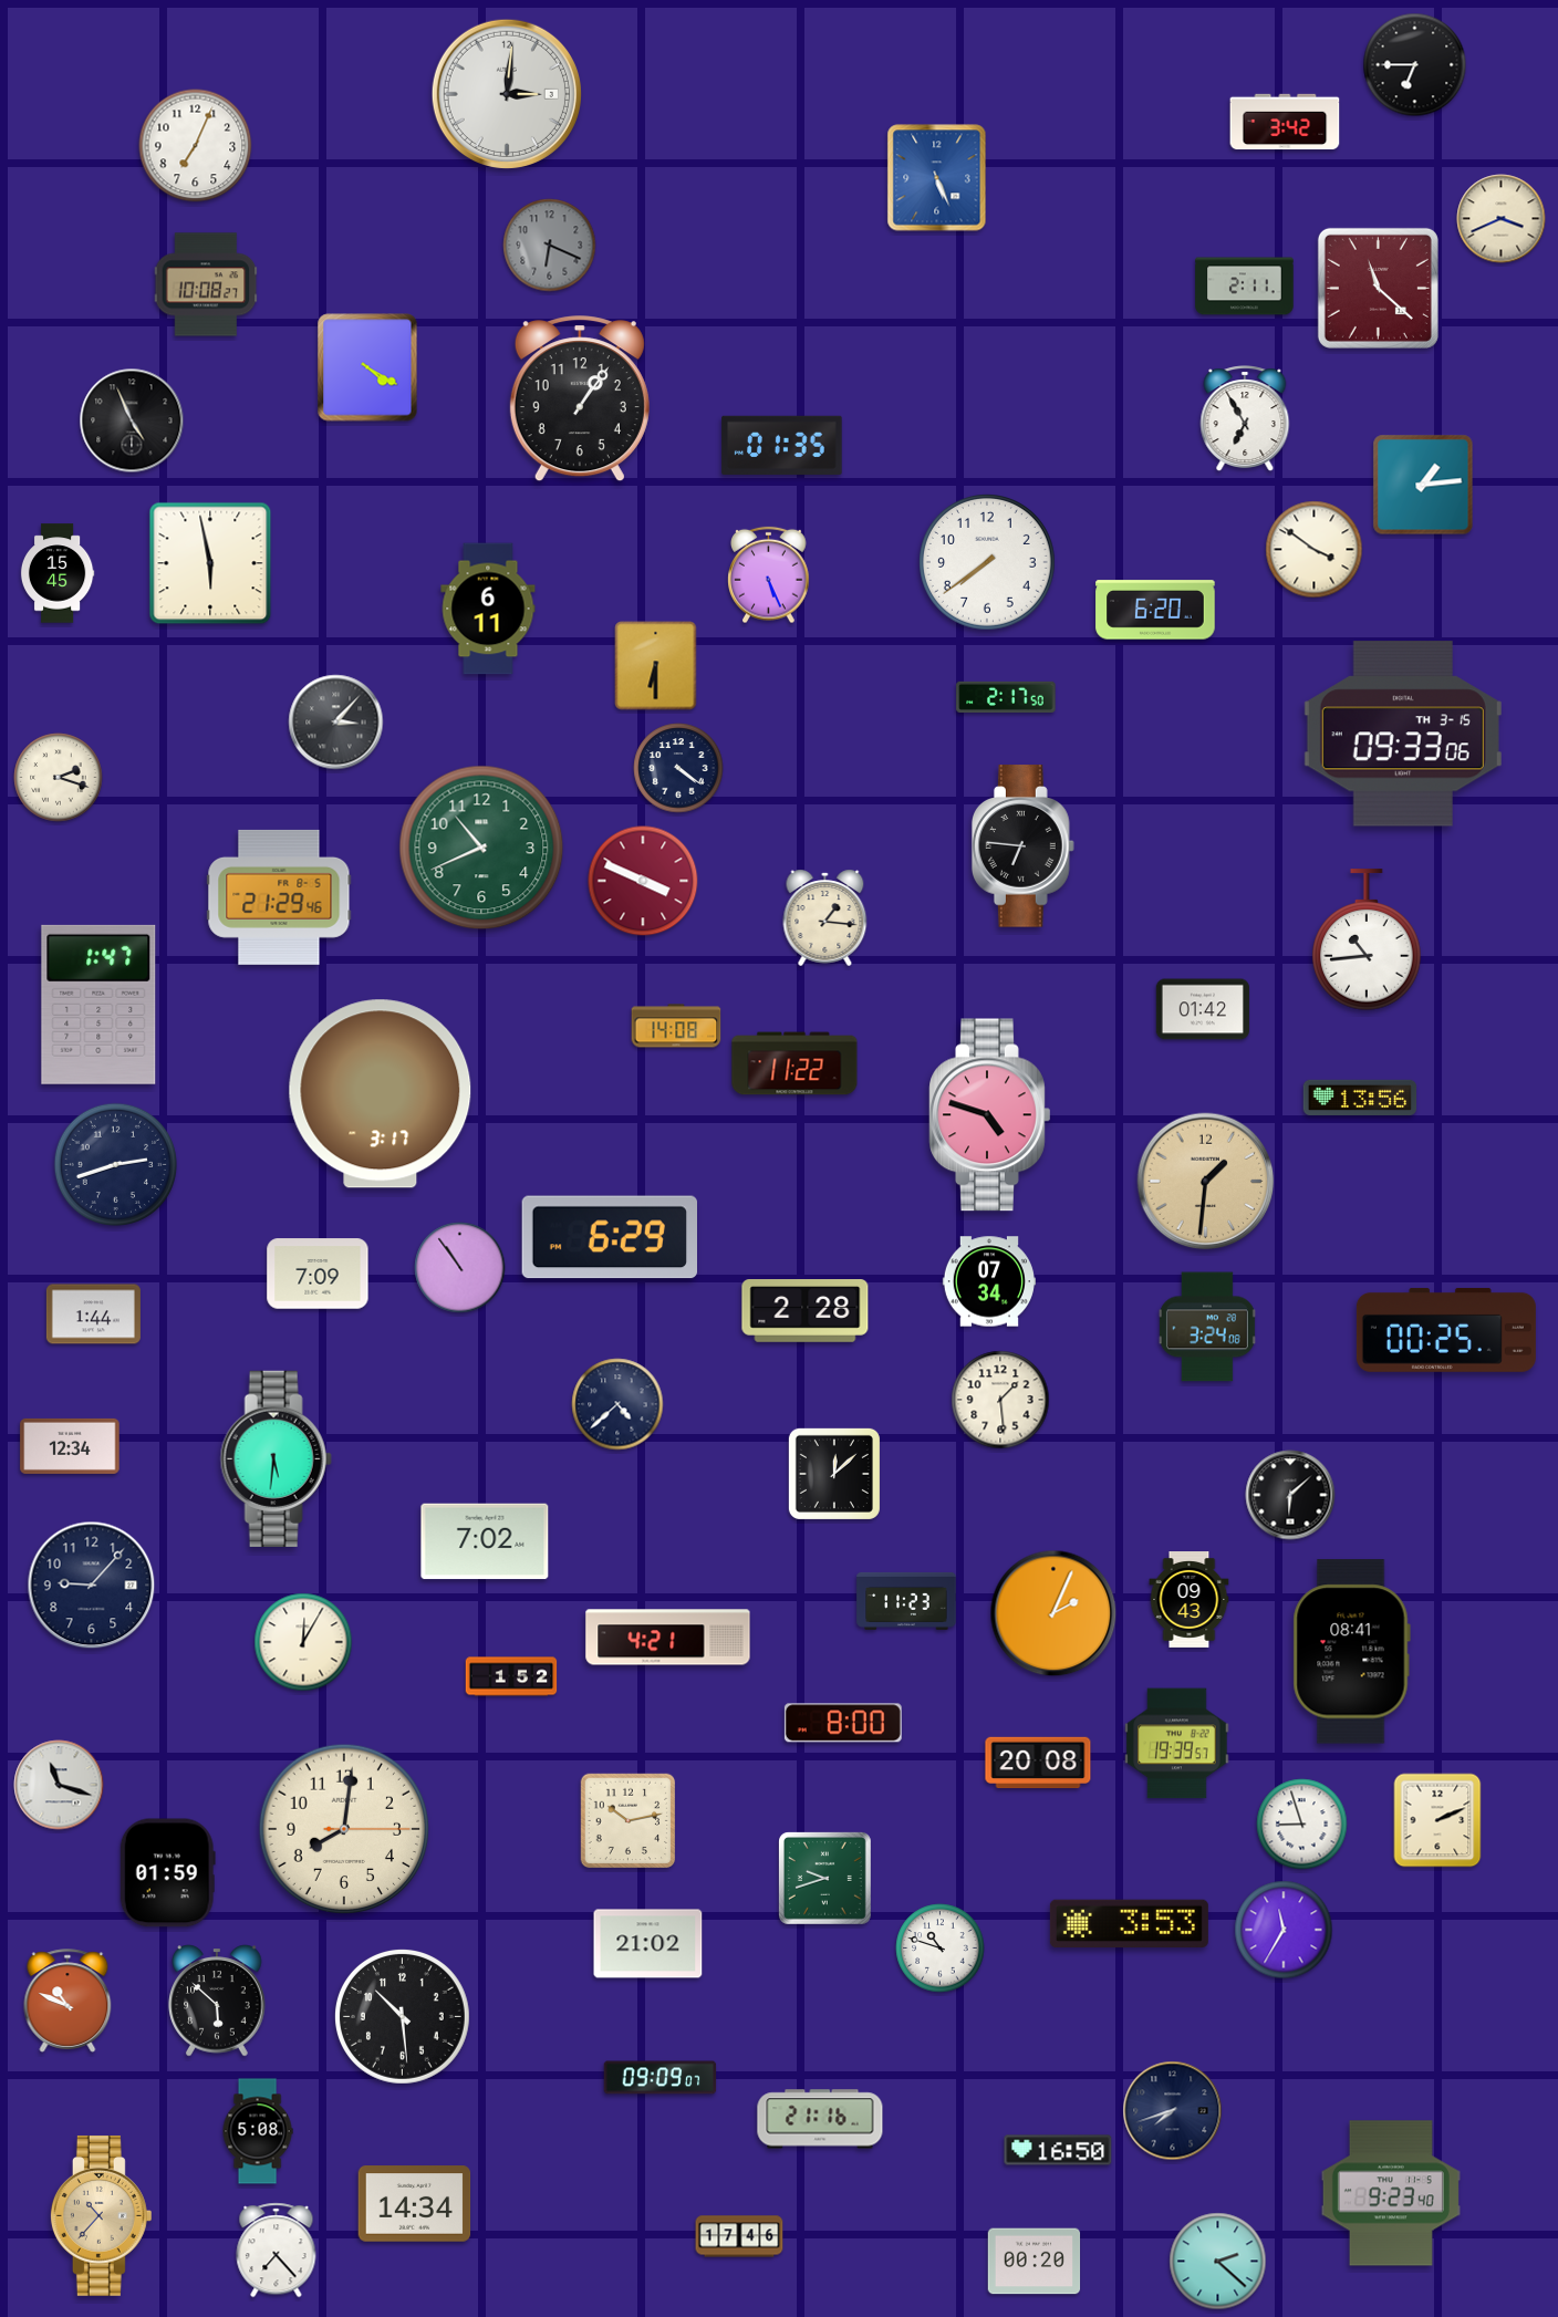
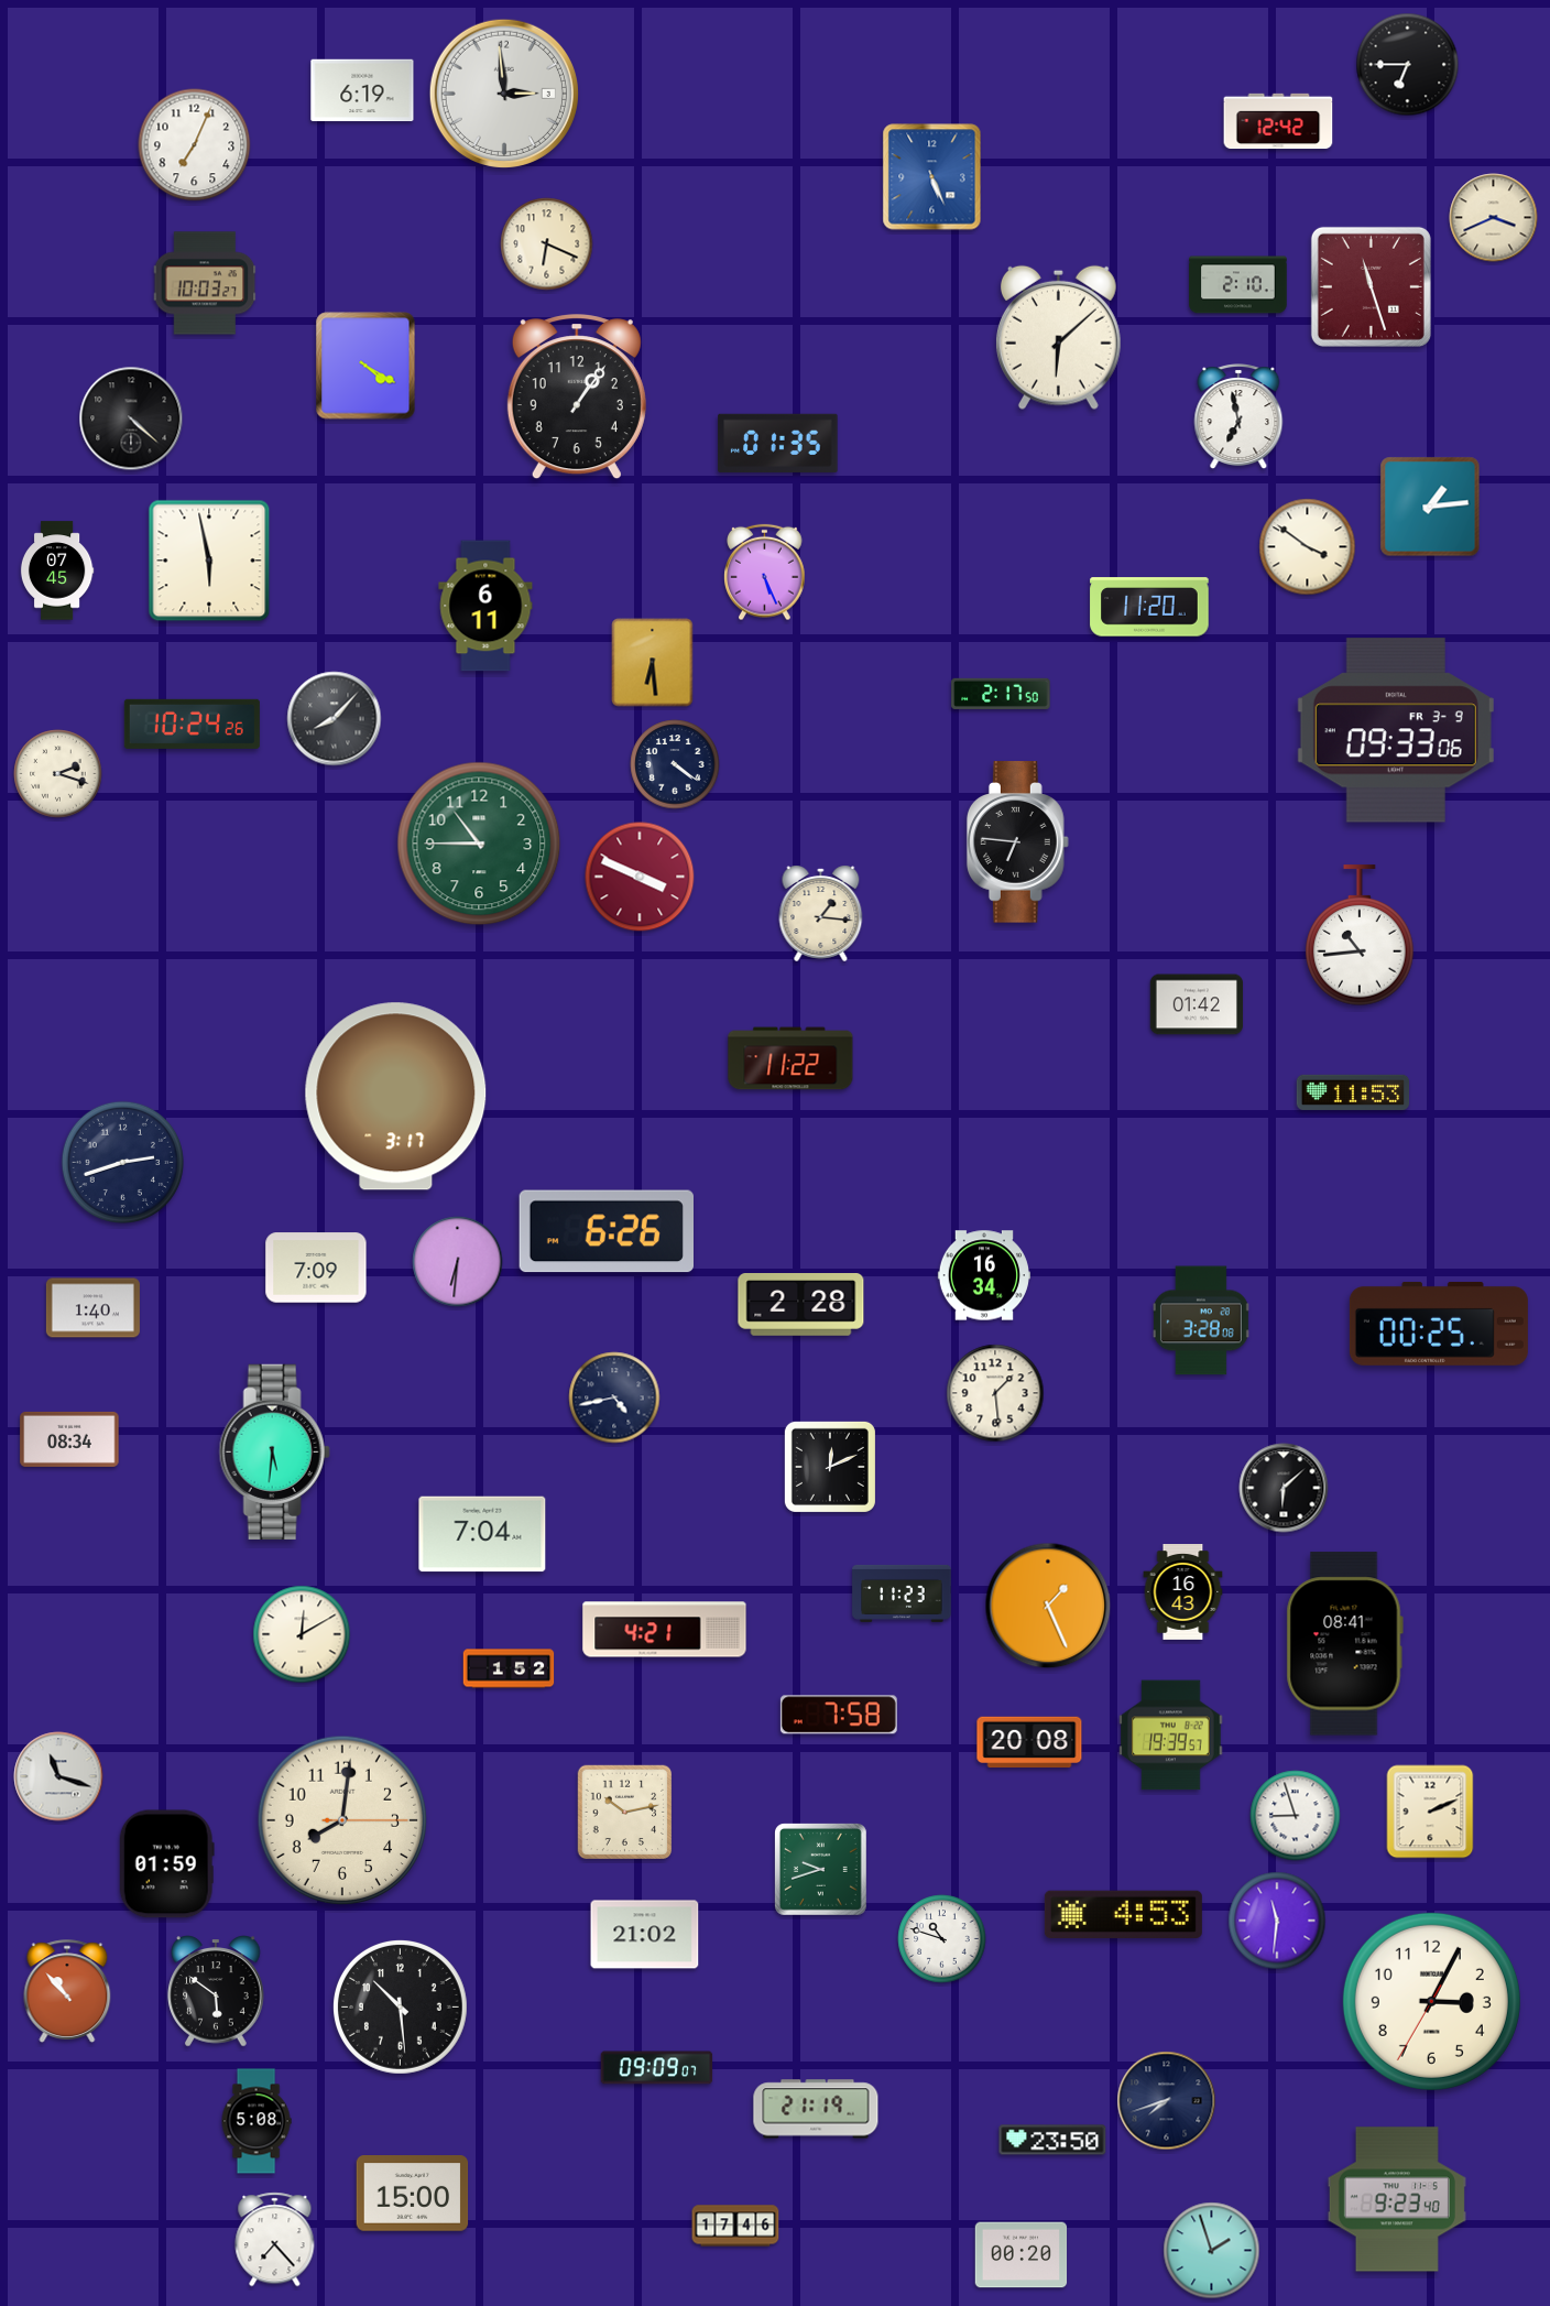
clock at (362, 90): none -> 6:19
clock at (507, 94): 3:01 -> 2:59
clock at (1285, 122): 3:42 -> 12:42
clock at (550, 246) dial: grey -> cream
clock at (206, 284): 10:08 -> 10:03
clock at (1245, 287): 2:11 -> 2:10
clock at (1378, 288): 11:22 -> 11:27
clock at (1058, 337): none -> 6:08
clock at (1245, 419): 6:55 -> 6:58
clock at (132, 420): 4:56 -> 4:22
clock at (1423, 485) position: (1423, 485) -> (1430, 507)
clock at (988, 563): 7:39 -> none
clock at (58, 573): 15:45 -> 07:45
clock at (1155, 610): 6:20 -> 11:20
clock at (656, 666): 6:30 -> 6:29
clock at (336, 723): 3:07 -> 8:07
clock at (192, 724): none -> 10:24
clock at (1403, 734) date: TH 3-15 -> FR 3-9
clock at (481, 848): 10:41 -> 10:45
clock at (279, 897): 21:29 -> none
clock at (98, 1005): 1:47 -> none
clock at (676, 1026): 14:08 -> none
clock at (381, 1094) position: (381, 1094) -> (396, 1097)
clock at (1360, 1098): 13:56 -> 11:53
clock at (990, 1115): 4:48 -> none
clock at (115, 1164) position: (115, 1164) -> (122, 1162)
clock at (1206, 1182): 1:31 -> none
clock at (609, 1237): 6:29 -> 6:26
clock at (460, 1268): 10:54 -> 6:31
clock at (988, 1281): 07:34 -> 16:34
clock at (93, 1315): 1:44 -> 1:40
clock at (1207, 1327): 3:24 -> 3:28
clock at (617, 1404): 4:38 -> 4:43
clock at (70, 1446): 12:34 -> 08:34
clock at (834, 1474): 12:08 -> 12:11
clock at (485, 1541): 7:02 -> 7:04
clock at (92, 1586): 9:07 -> none
clock at (1190, 1600): 09:43 -> 16:43
clock at (1053, 1613): 2:04 -> 1:26
clock at (303, 1642): 12:05 -> 12:10
clock at (843, 1723): 8:00 -> 7:58
clock at (1038, 1763) position: (1038, 1763) -> (1029, 1742)
clock at (1129, 1924): 3:53 -> 4:53
clock at (1284, 1930): 11:35 -> 11:31
clock at (941, 1949) position: (941, 1949) -> (942, 1939)
clock at (67, 2001): 10:49 -> 10:53
clock at (217, 2001): 5:52 -> 5:51
clock at (1431, 2001): none -> 3:04
clock at (820, 2119): 21:16 -> 21:19
clock at (1058, 2150): 16:50 -> 23:50
clock at (1391, 2193) position: (1391, 2193) -> (1397, 2199)
clock at (415, 2204): 14:34 -> 15:00
clock at (101, 2215): 10:37 -> none
clock at (1035, 2262) position: (1035, 2262) -> (1022, 2255)
clock at (1218, 2262): 2:22 -> 1:57
